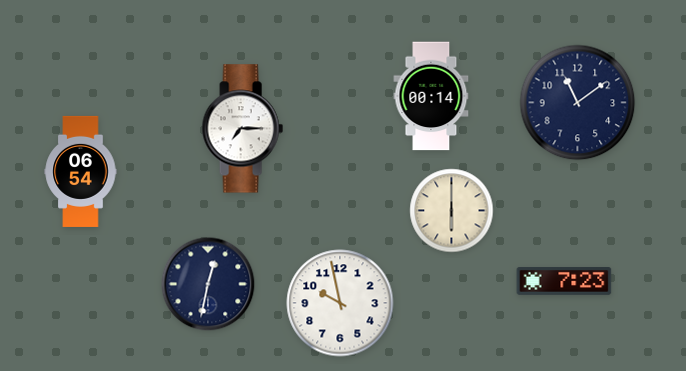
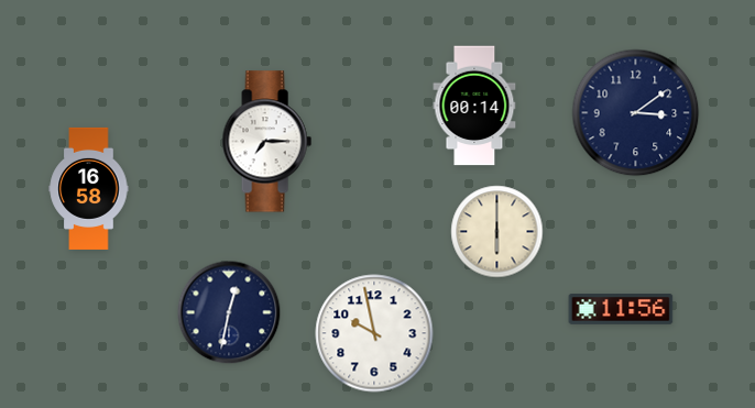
clock at (578, 103): 11:09 -> 3:09
clock at (81, 171): 06:54 -> 16:58
clock at (564, 282): 7:23 -> 11:56
